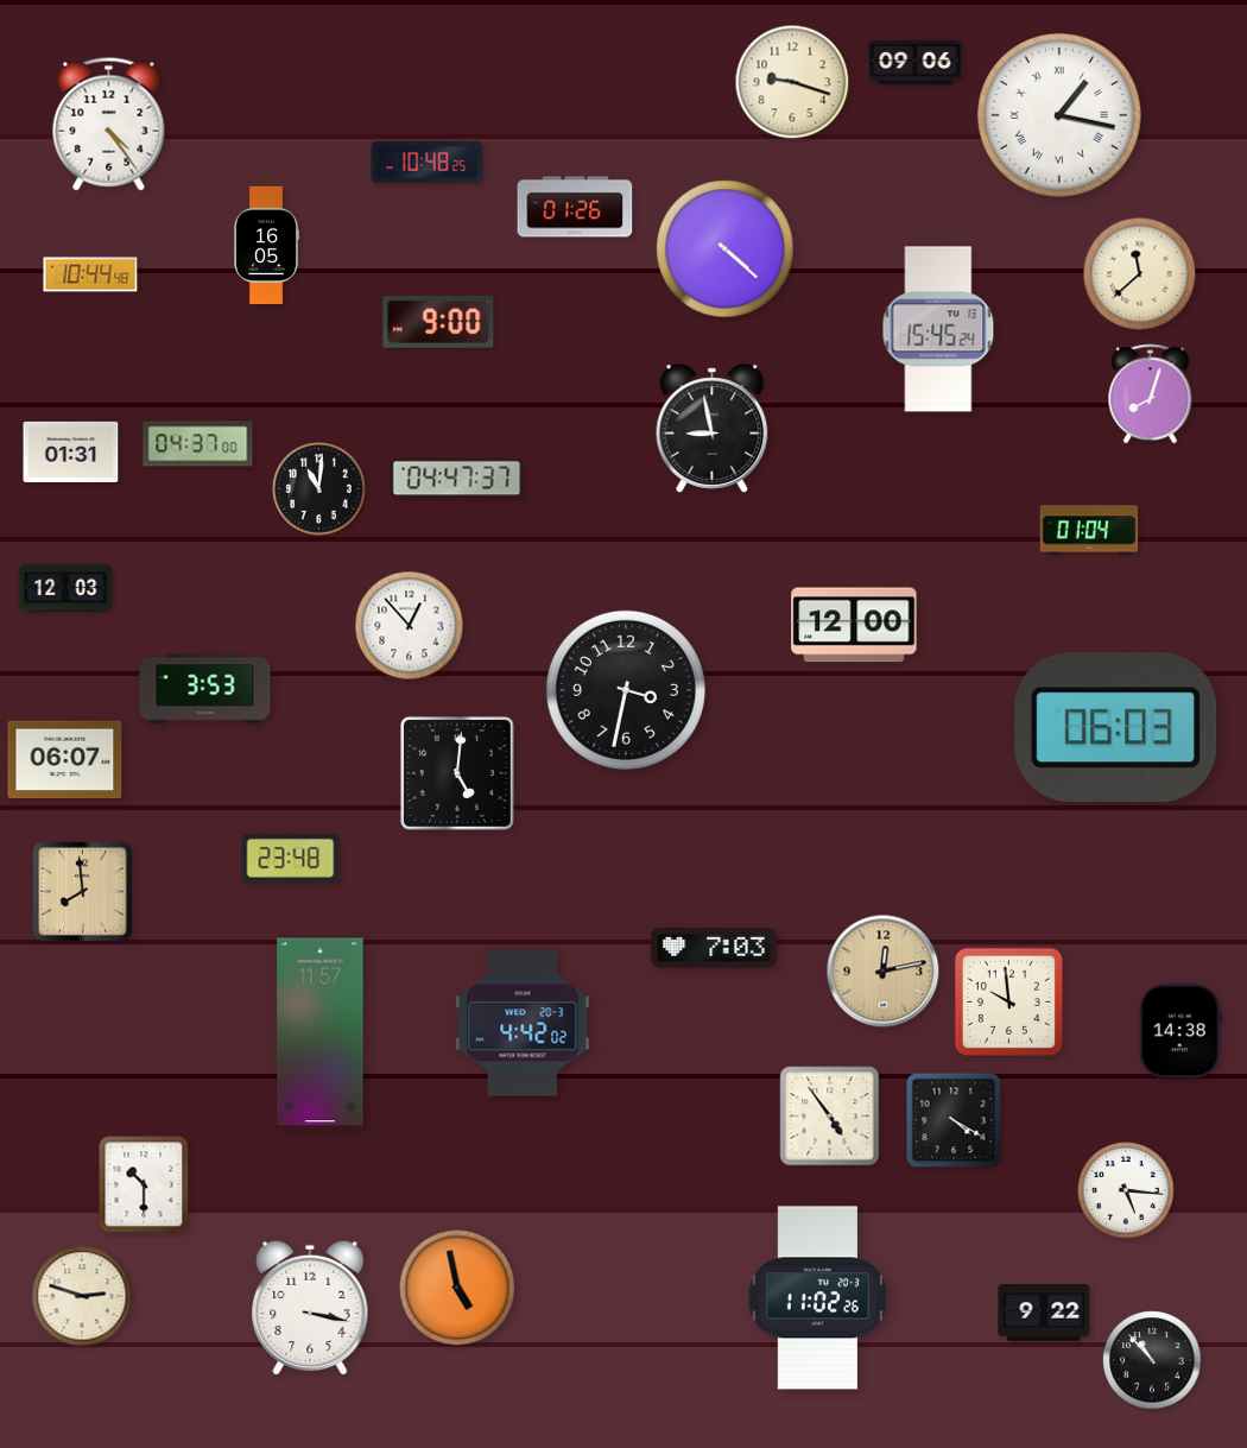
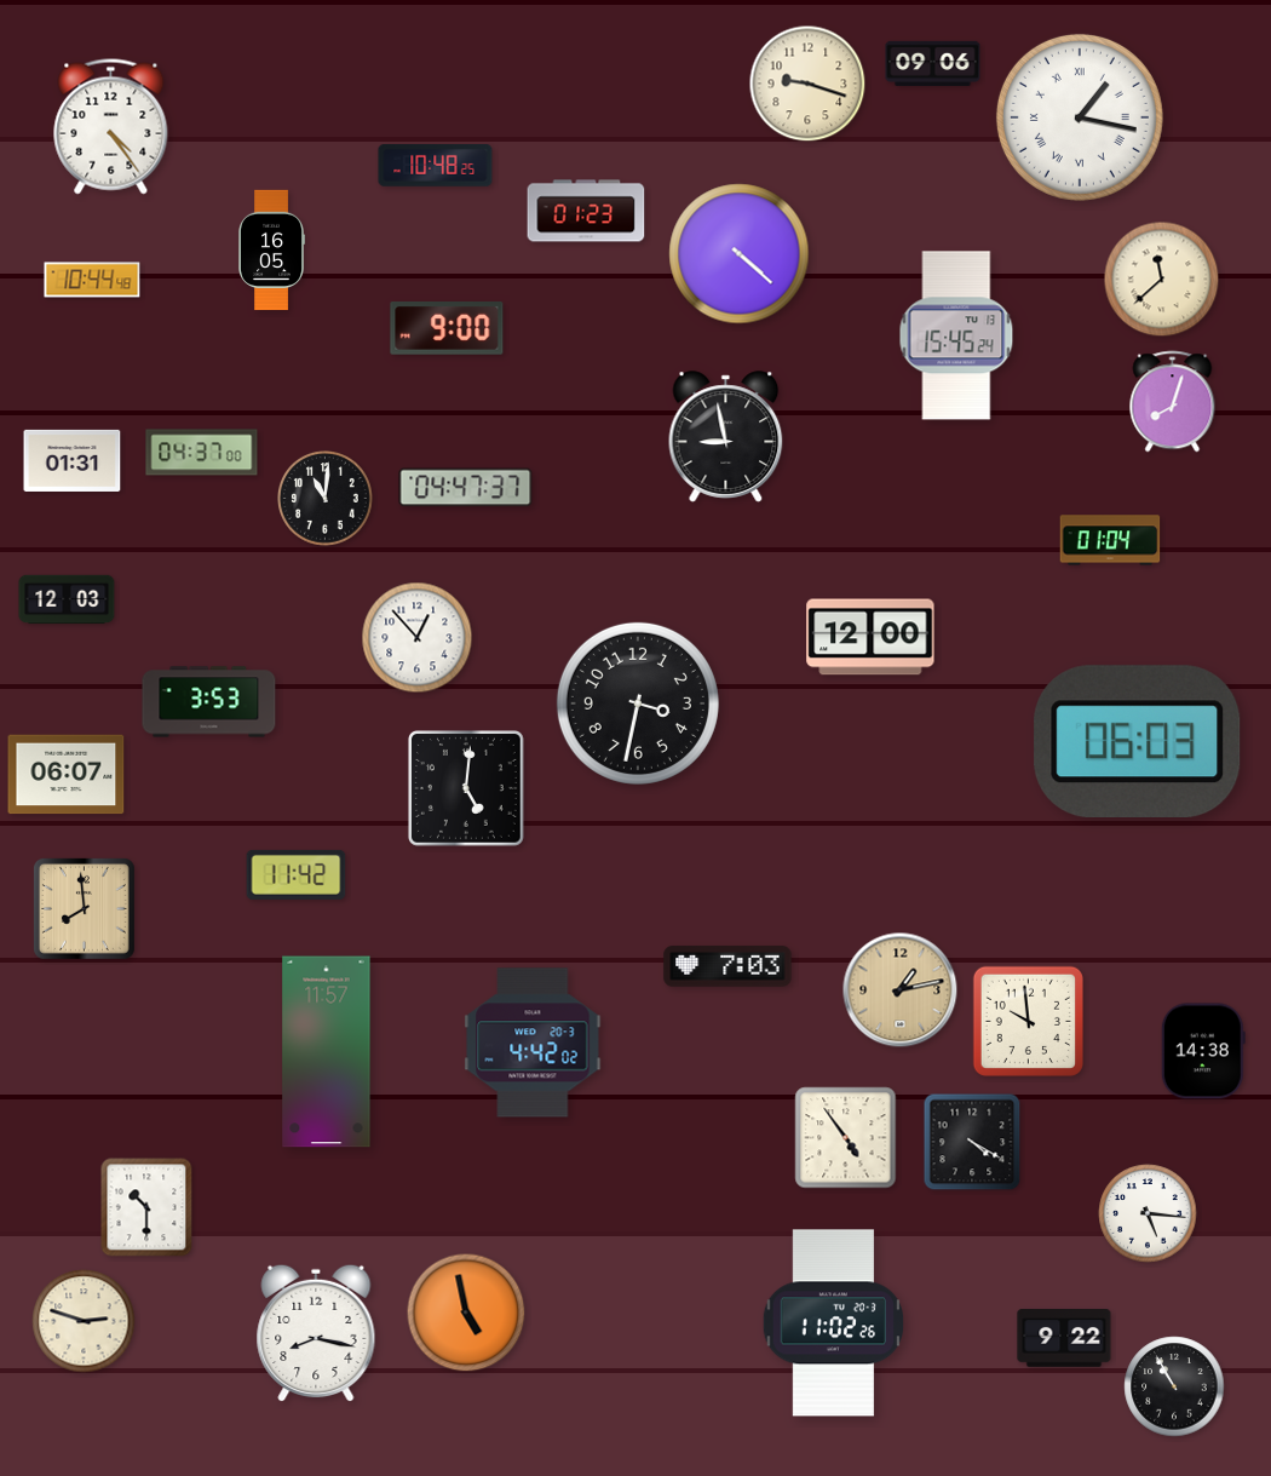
clock at (575, 207): 01:26 -> 01:23
clock at (291, 858): 23:48 -> 11:42
clock at (884, 972): 12:13 -> 1:13
clock at (310, 1308): 3:17 -> 8:17
clock at (1152, 1360): 10:53 -> 10:55
